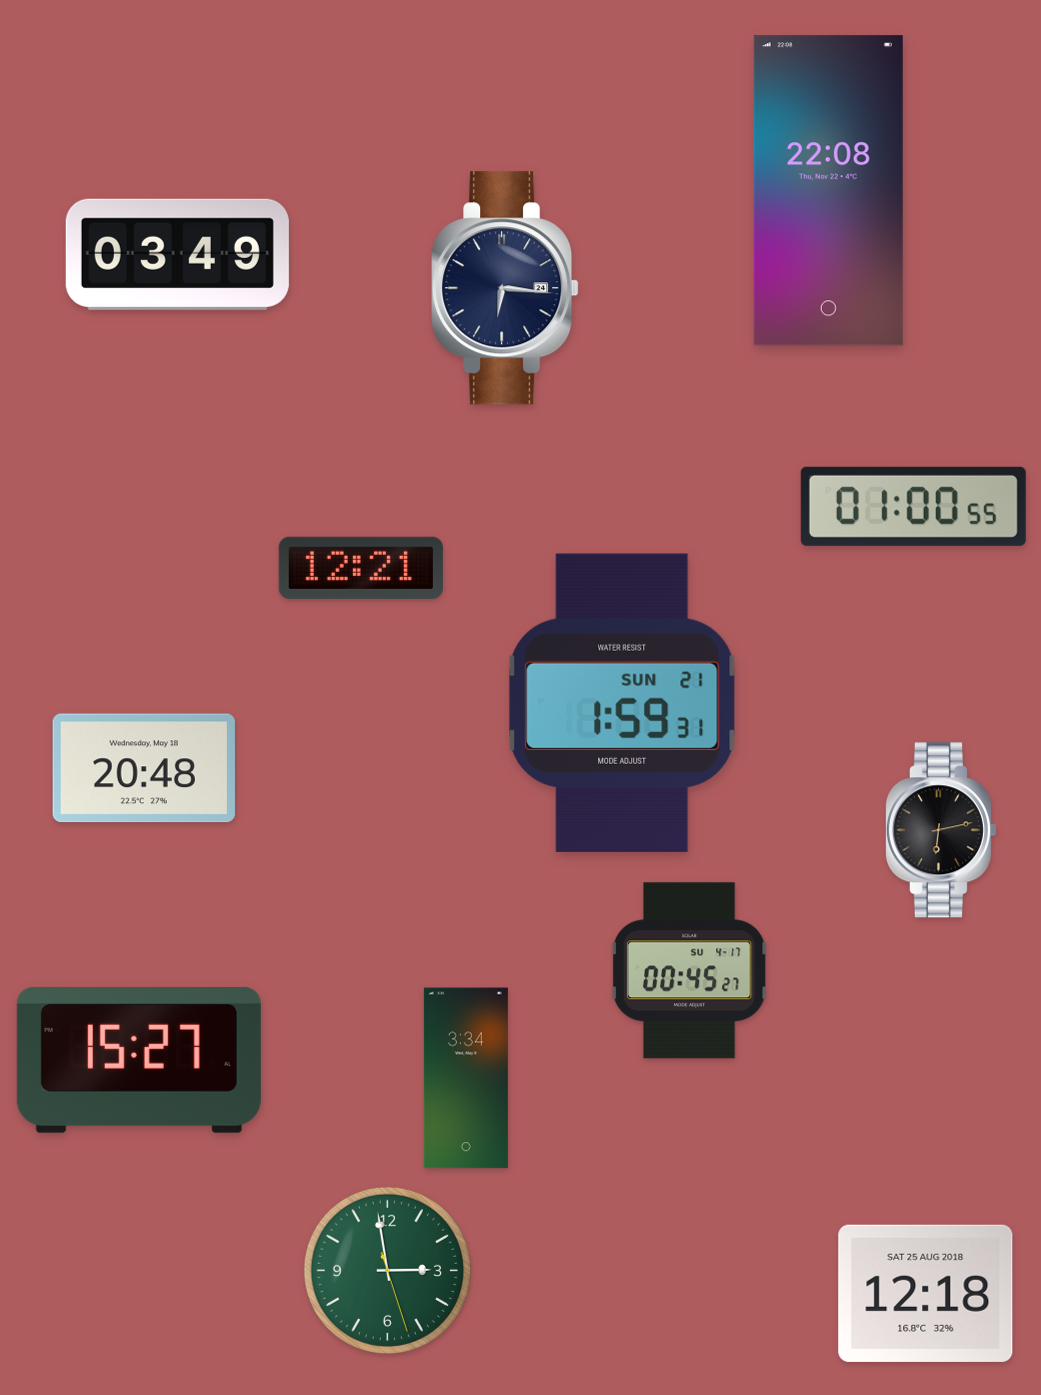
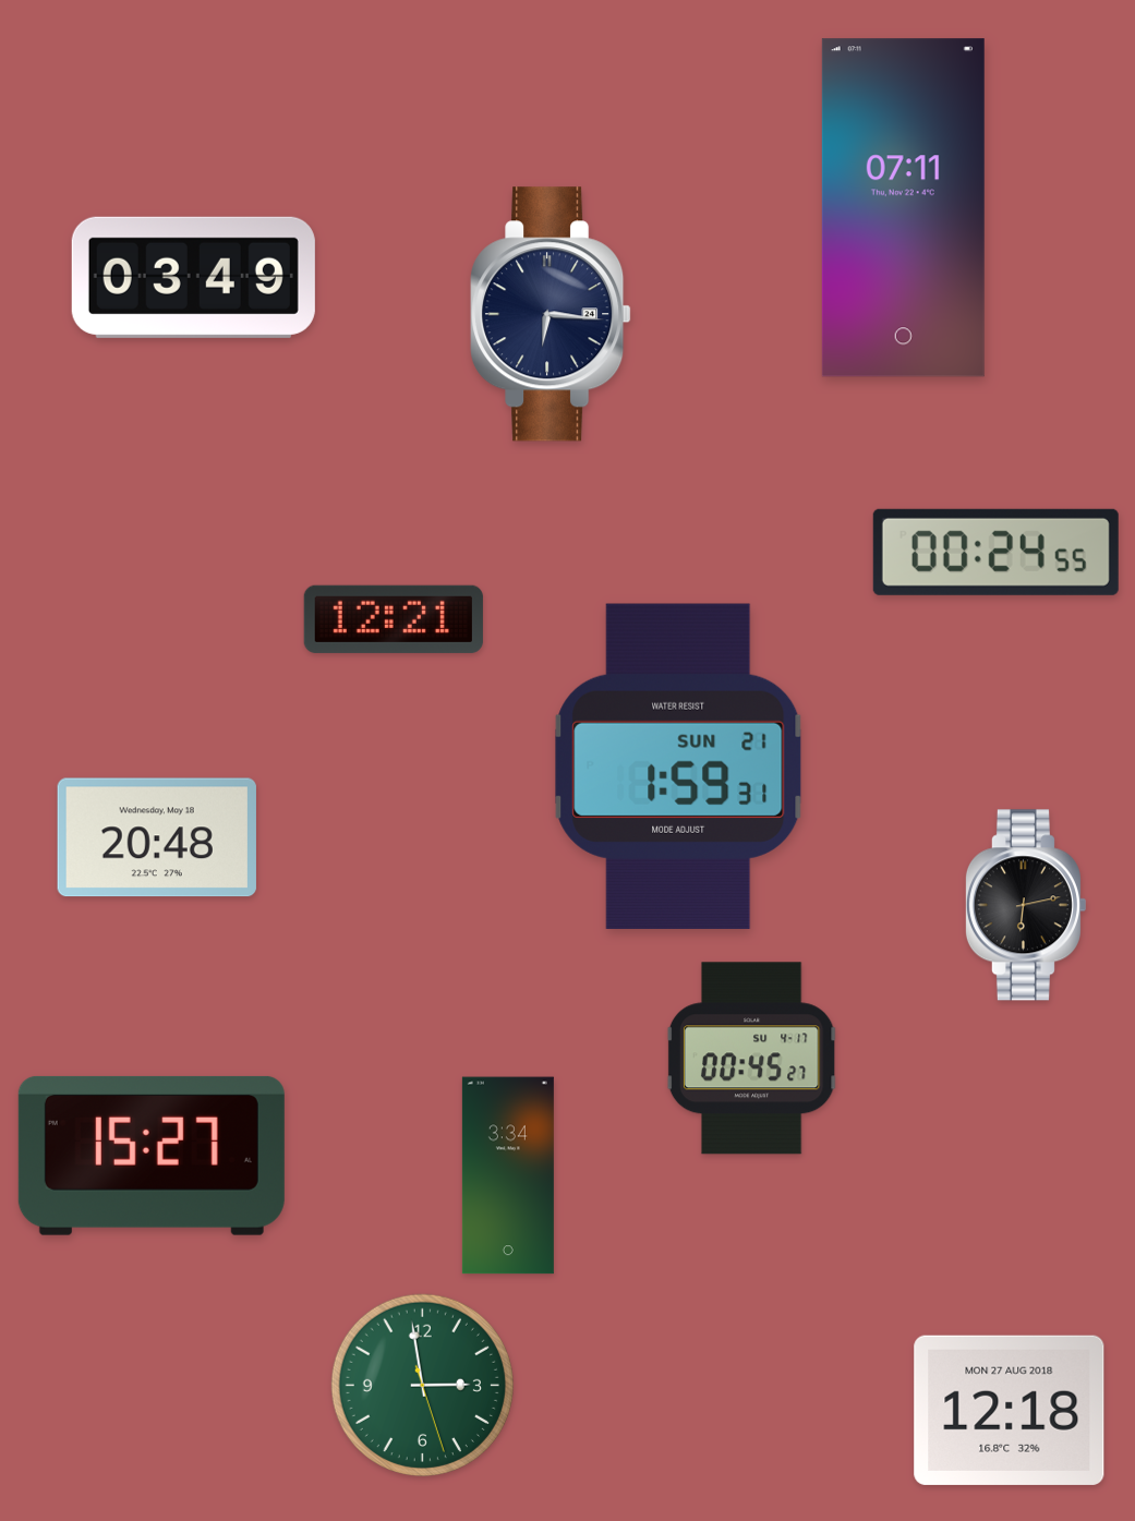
clock at (828, 191): 22:08 -> 07:11
clock at (913, 506): 01:00 -> 00:24
clock at (926, 1293) date: SAT 25 AUG 2018 -> MON 27 AUG 2018
